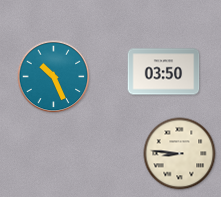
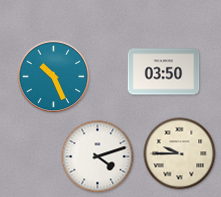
clock at (180, 154): 8:46 -> 9:45
clock at (98, 157): none -> 4:12
